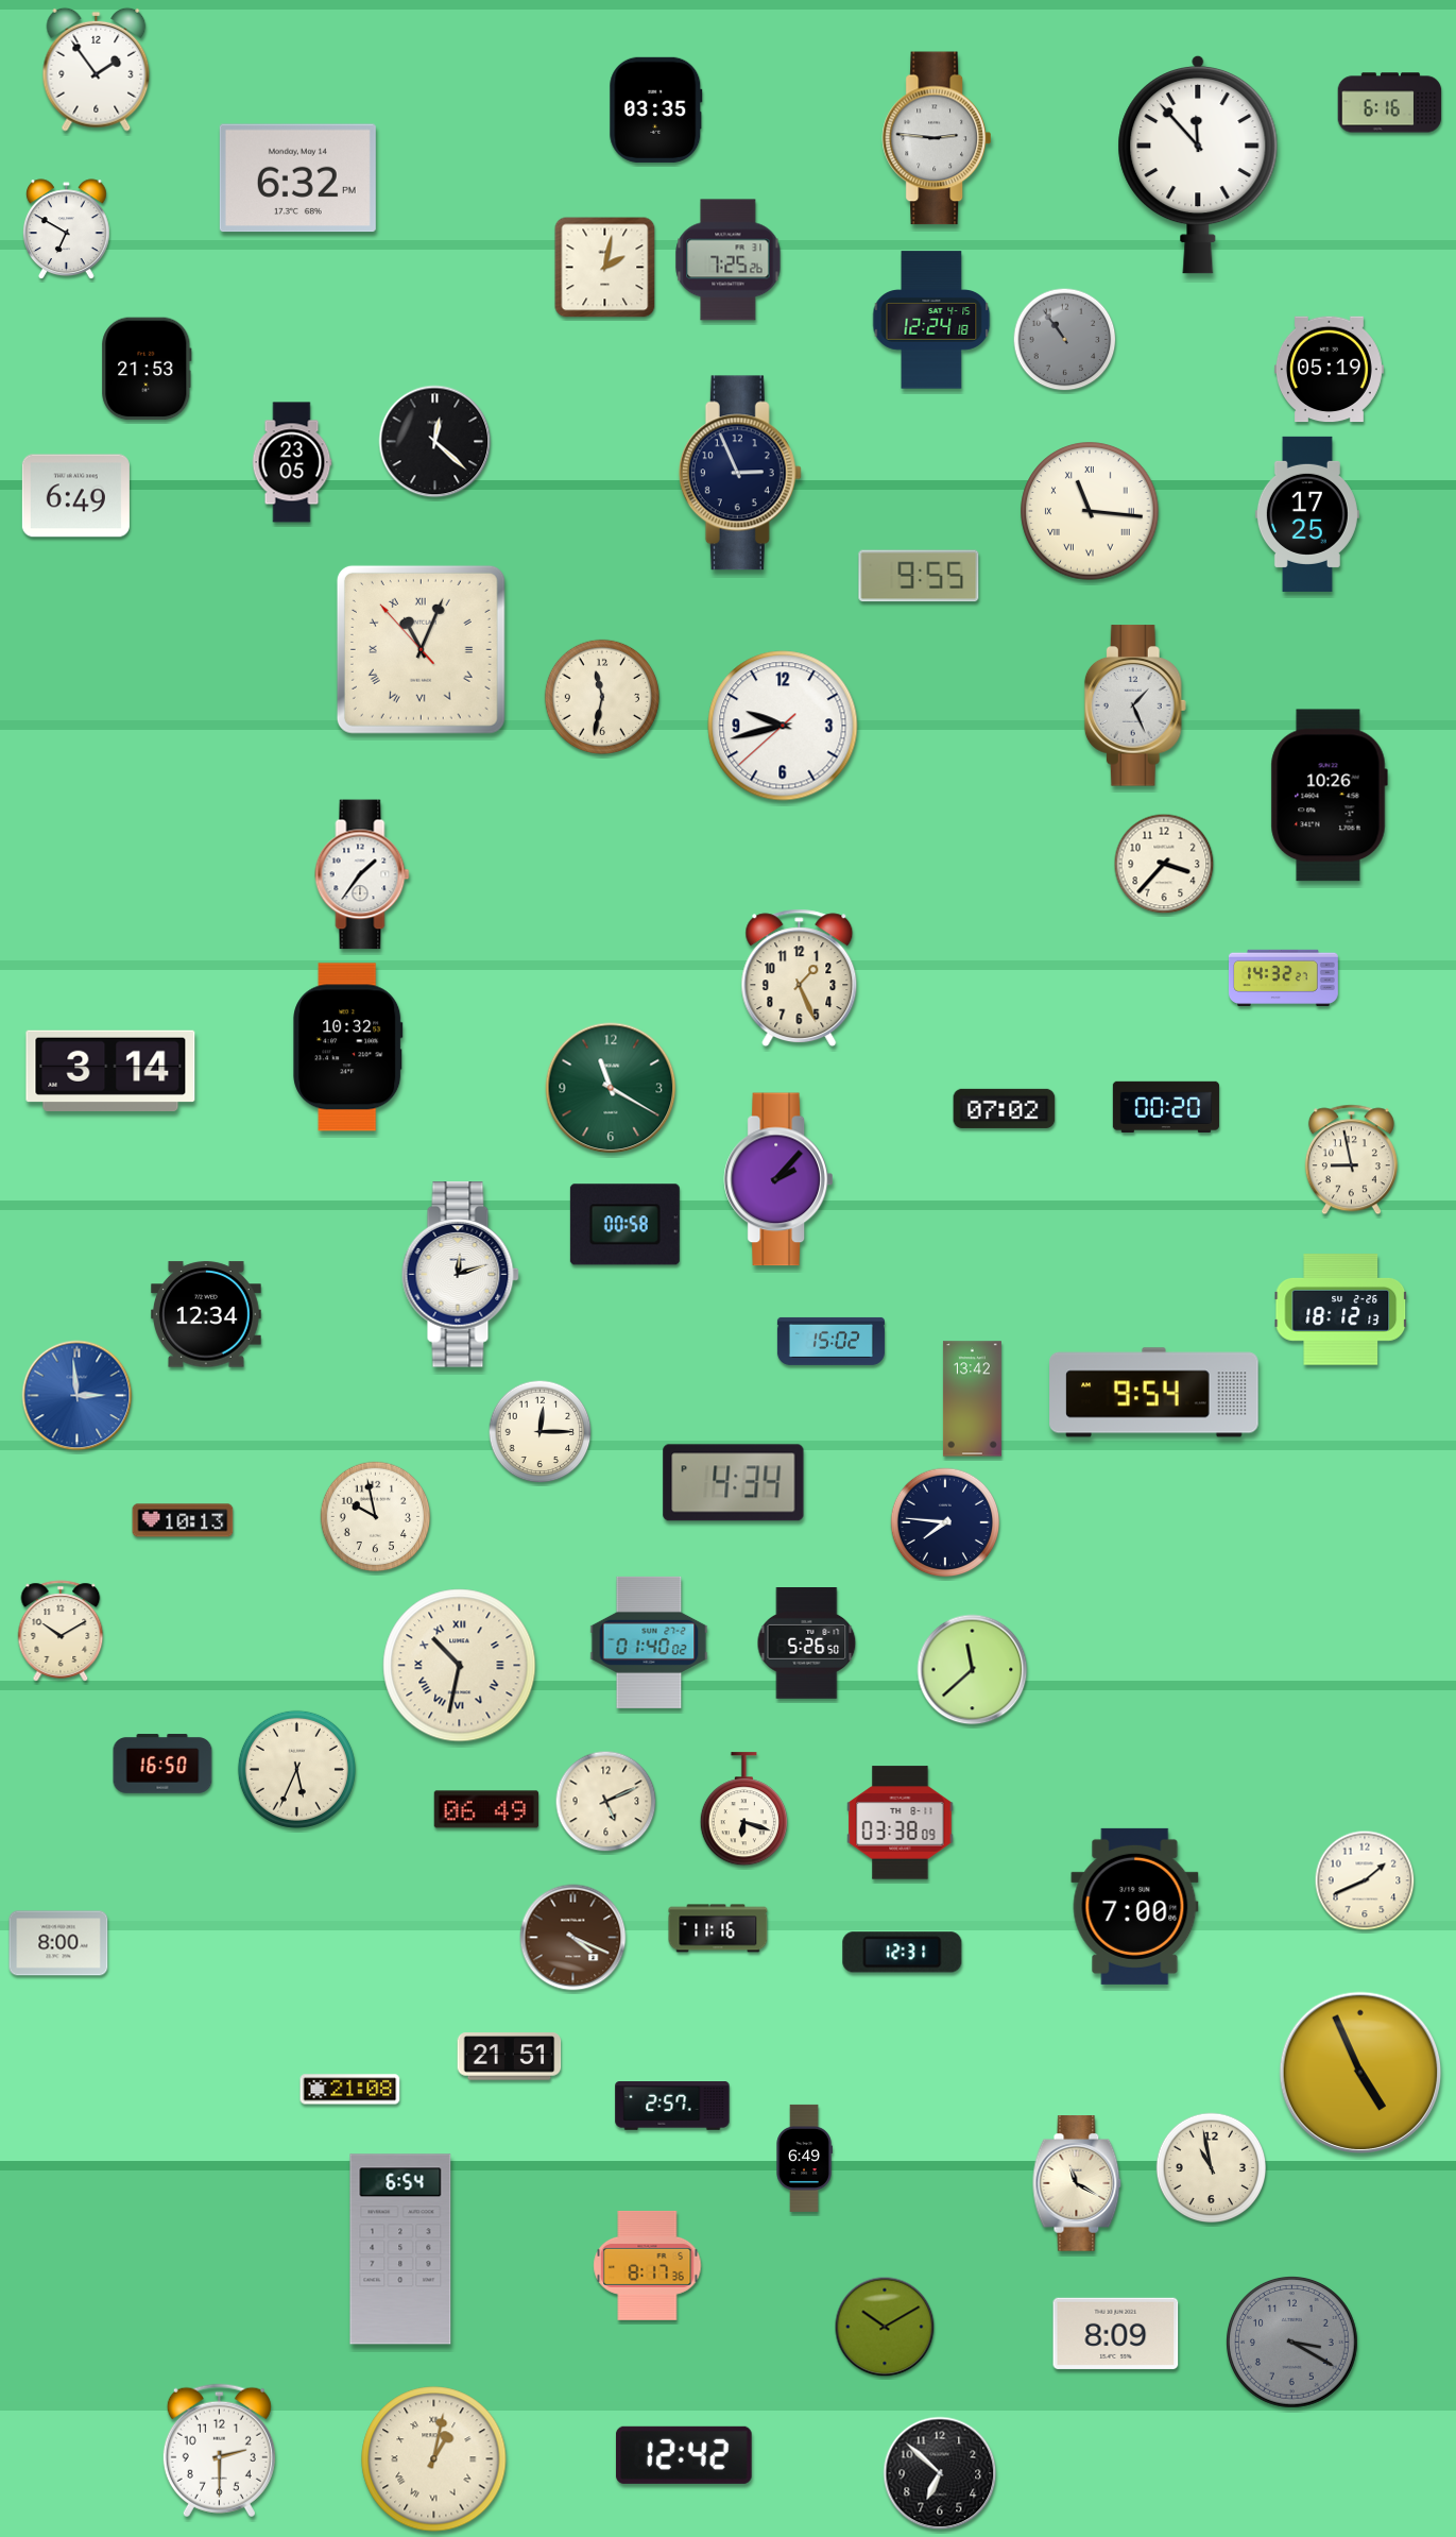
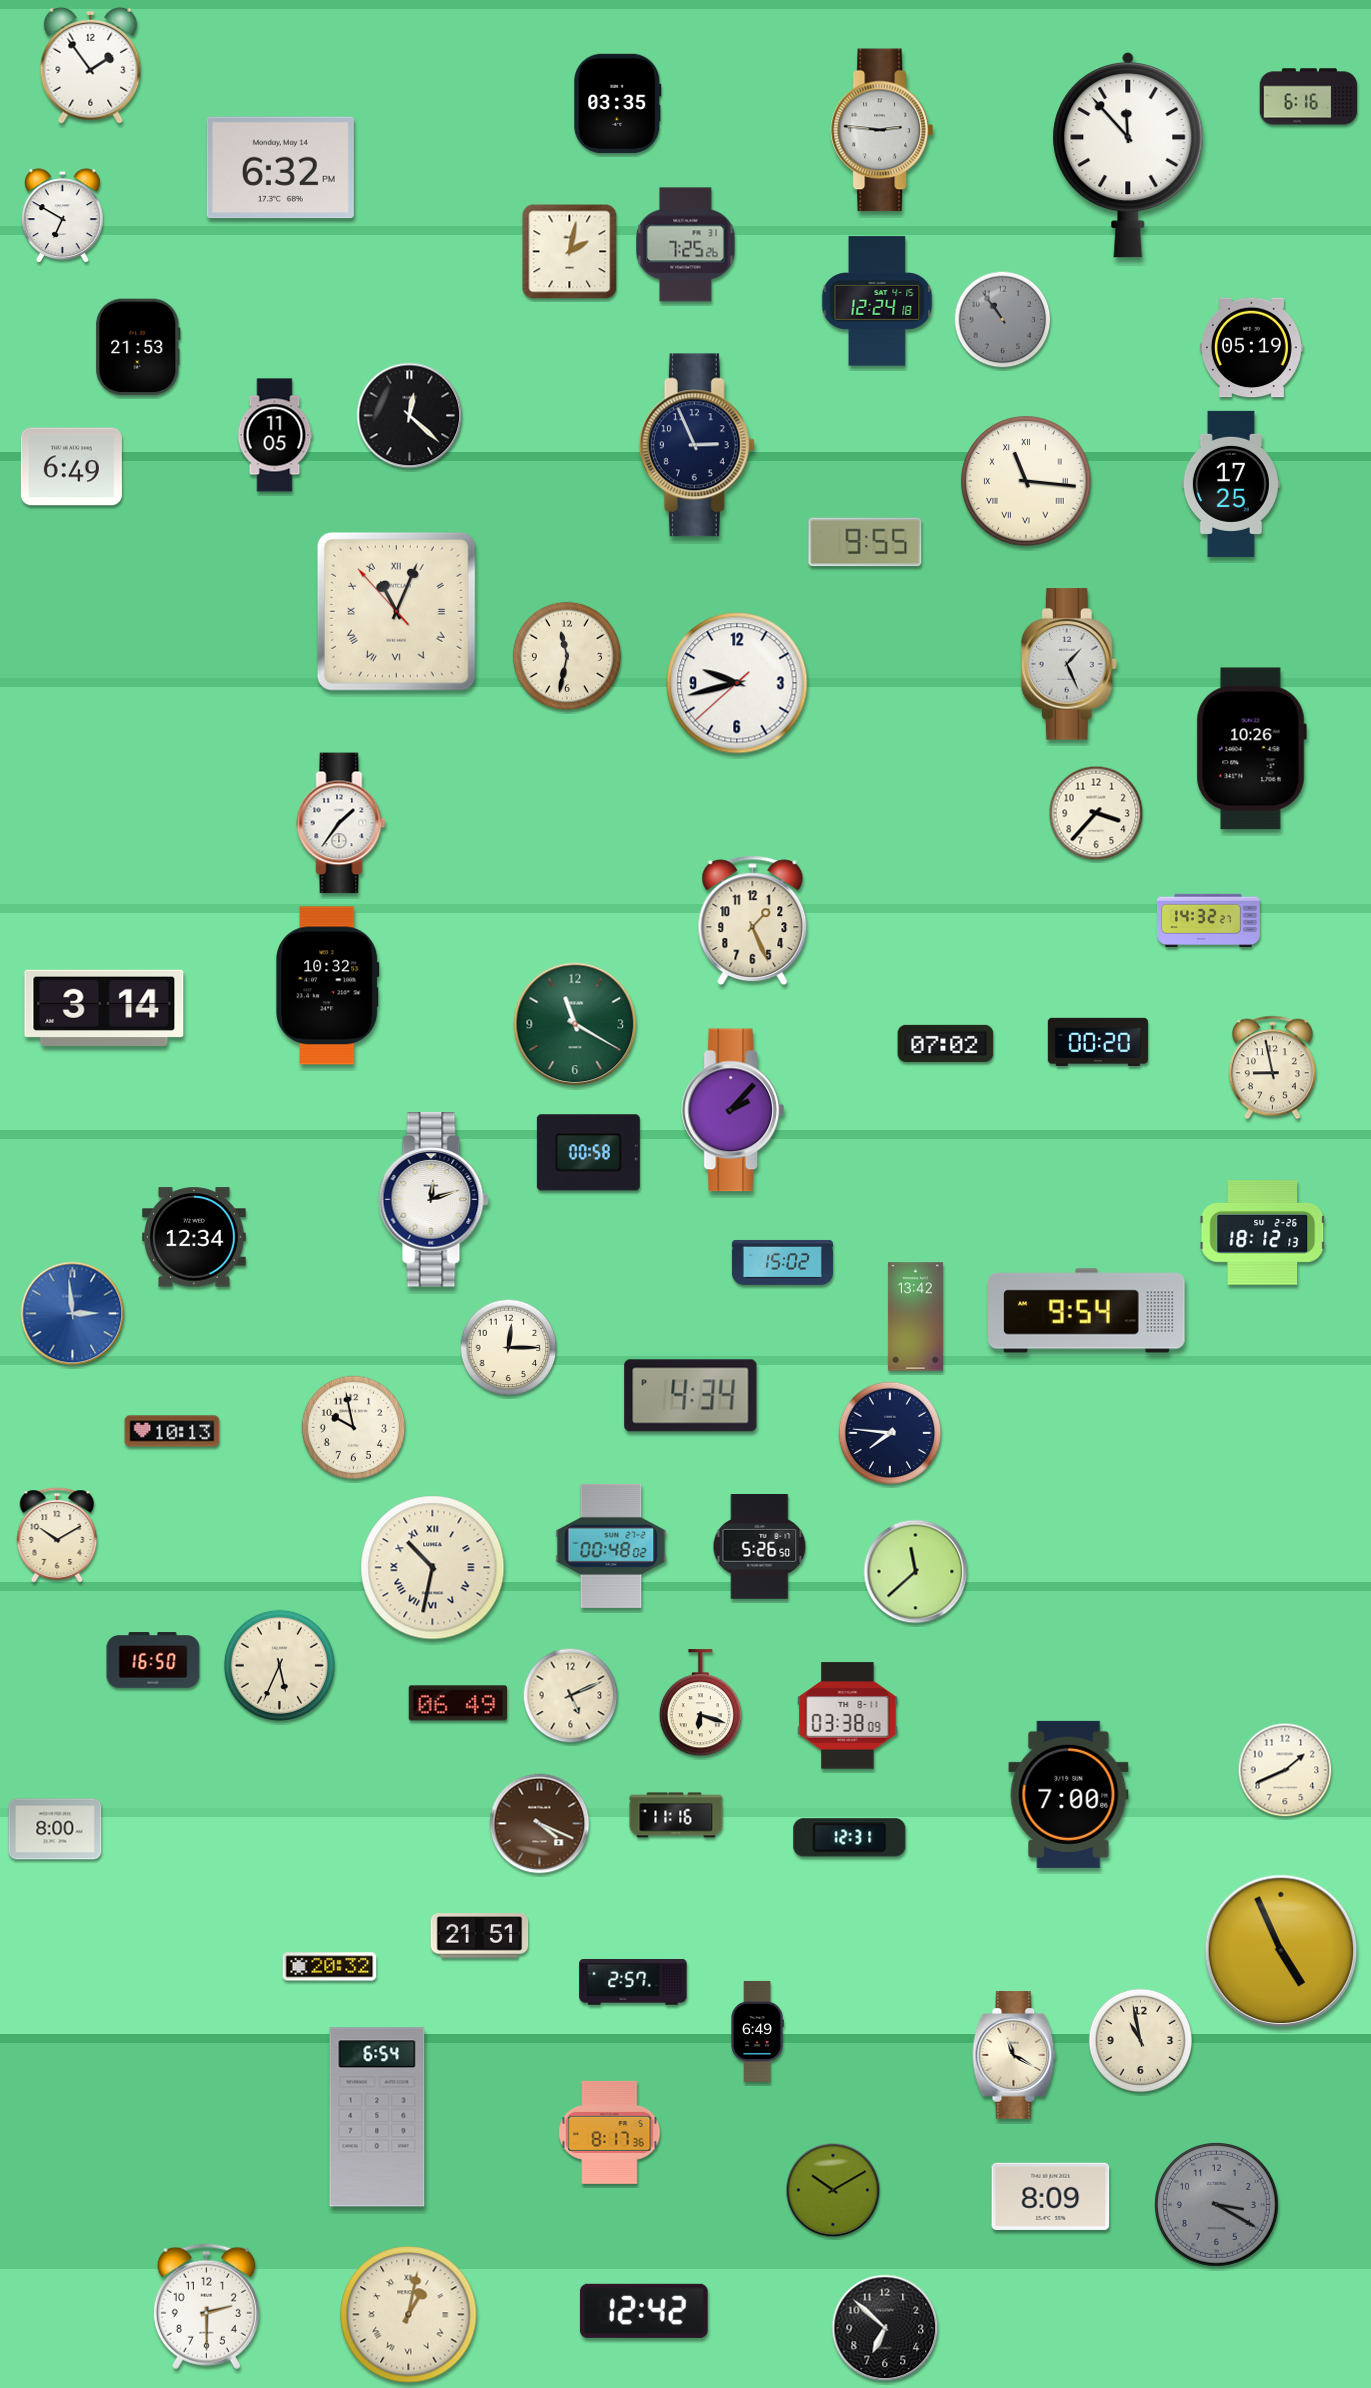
clock at (292, 462): 23:05 -> 11:05
clock at (1351, 1160) position: (1351, 1160) -> (1272, 1068)
clock at (649, 1642): 01:40 -> 00:48
clock at (350, 2090): 21:08 -> 20:32
